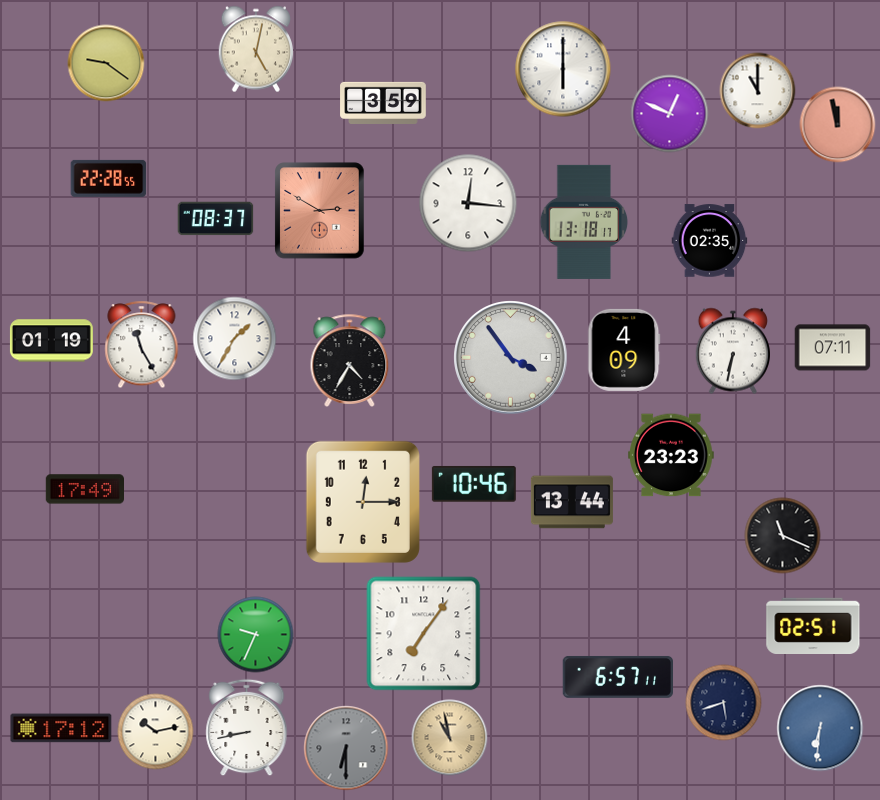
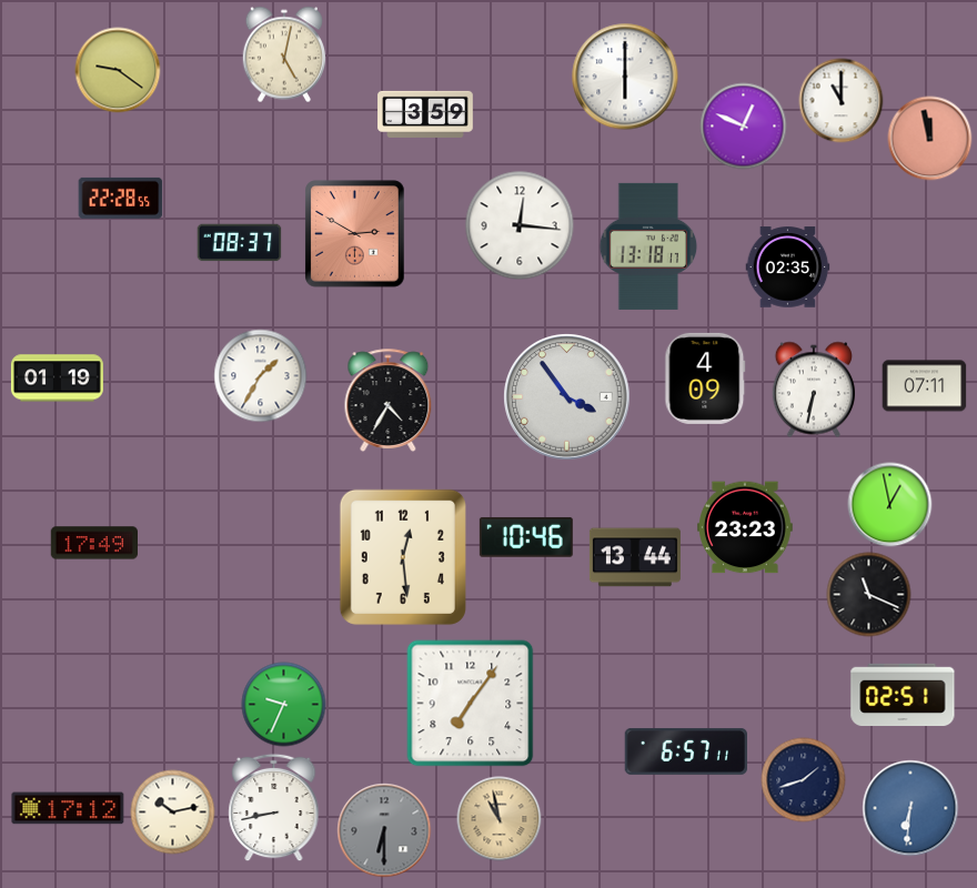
clock at (142, 345): 11:25 -> none
clock at (624, 350) position: (624, 350) -> (705, 379)
clock at (671, 455) position: (671, 455) -> (745, 527)
clock at (890, 505): none -> 12:58
clock at (363, 502): 12:15 -> 12:29
clock at (724, 703): 5:42 -> 1:42
